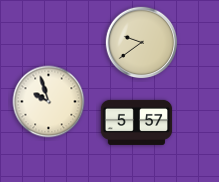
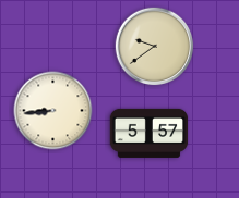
clock at (49, 102): 9:57 -> 8:44
